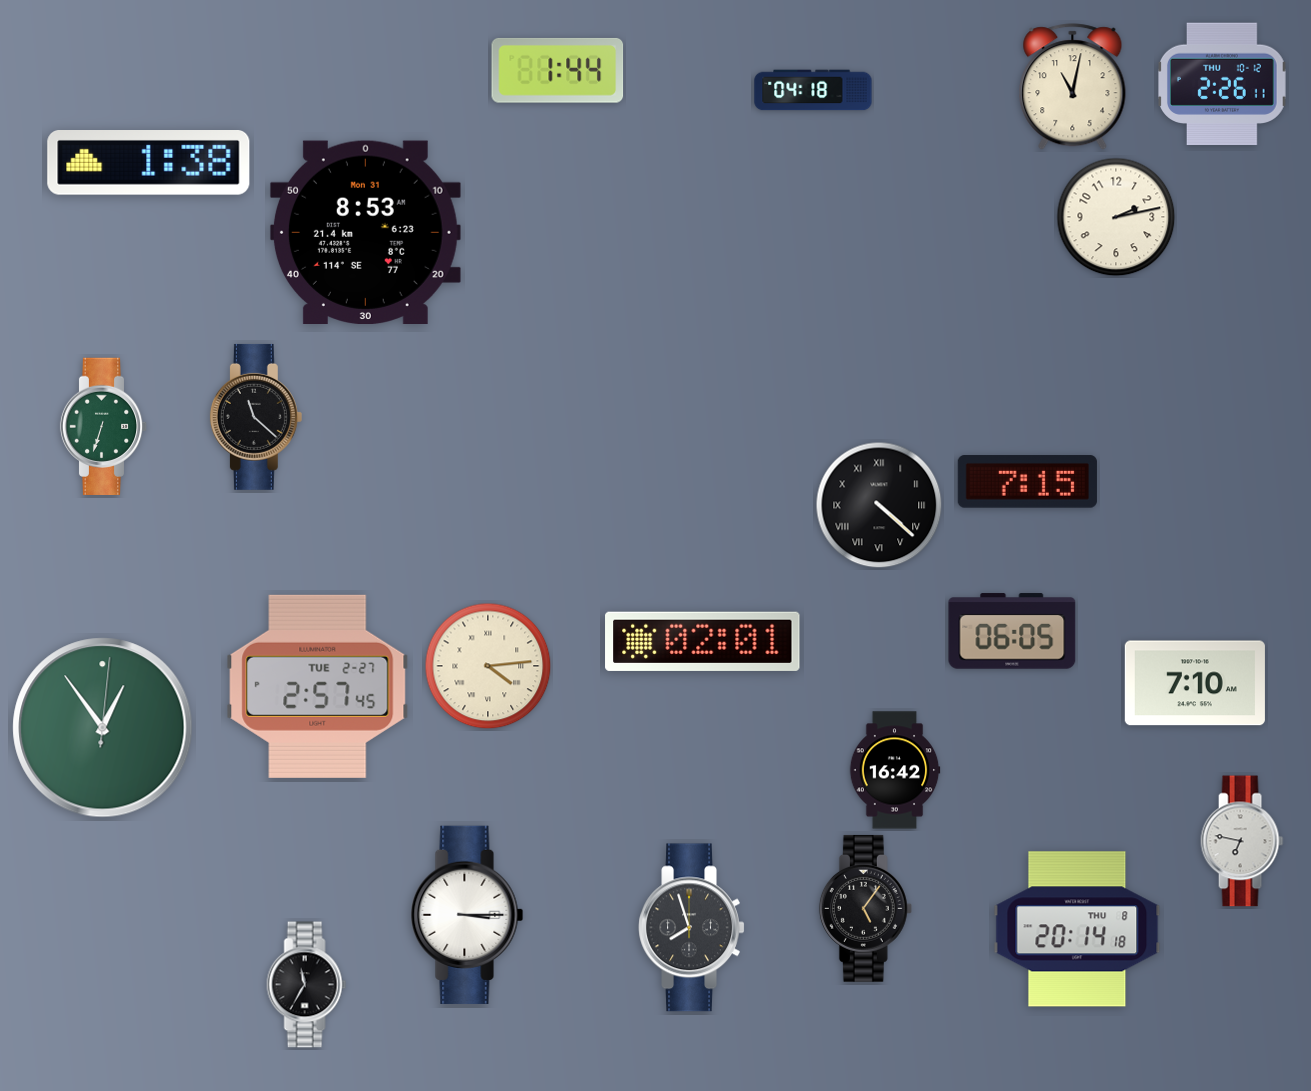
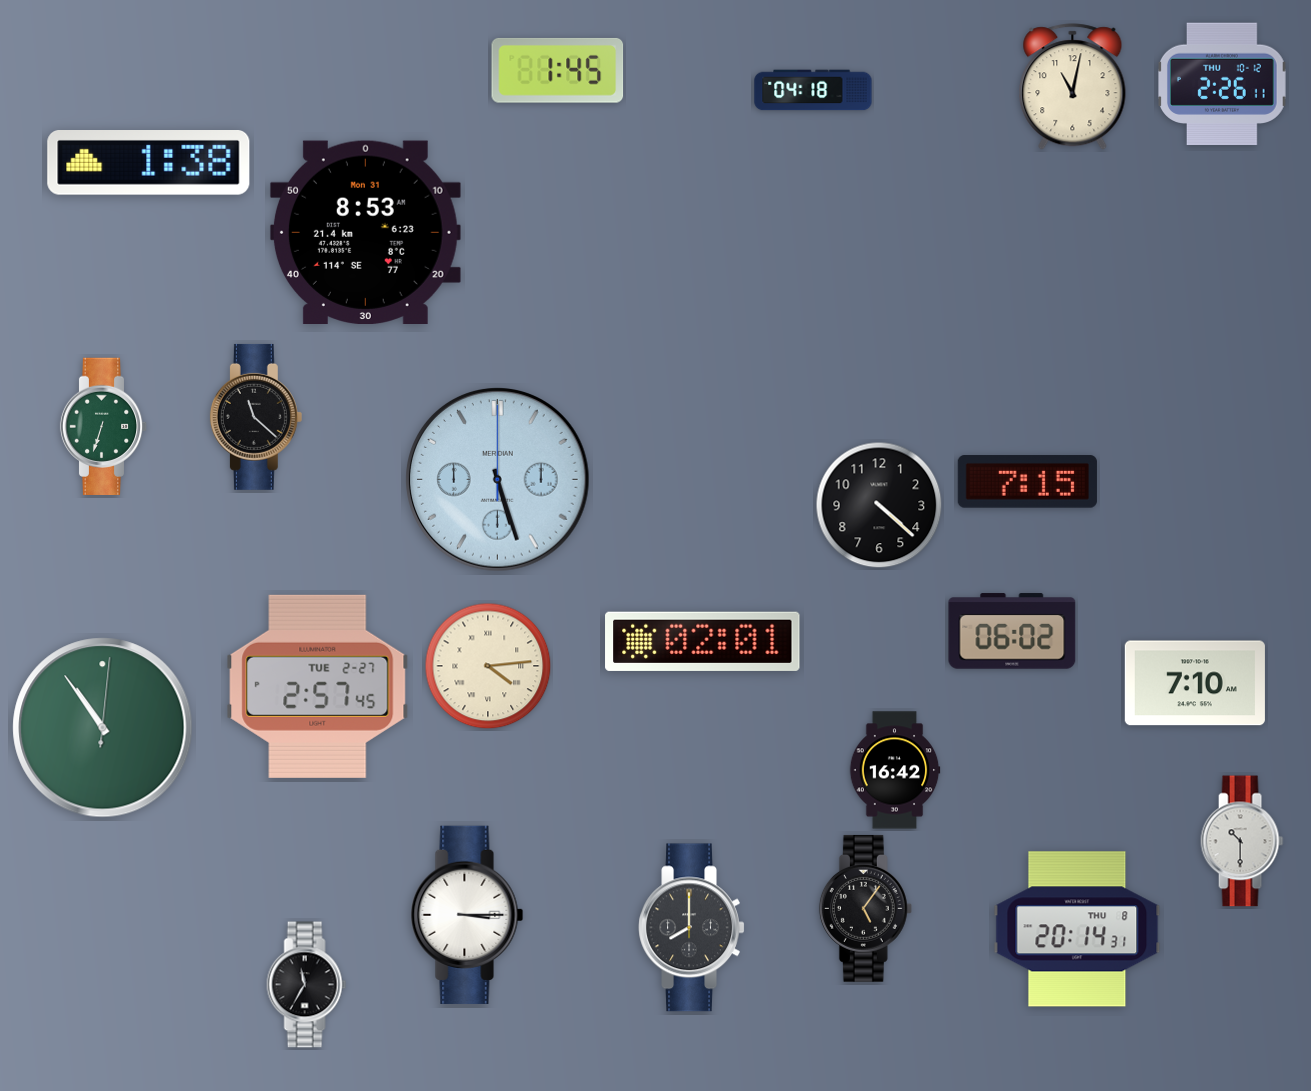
clock at (558, 70): 1:44 -> 1:45
clock at (1116, 217): 2:13 -> none
clock at (498, 480): none -> 5:27
clock at (879, 505) numerals: Roman -> Arabic
clock at (1012, 631): 06:05 -> 06:02
clock at (103, 728): 12:54 -> 10:54
clock at (1242, 841): 6:47 -> 10:30
clock at (692, 928): 7:57 -> 8:00
clock at (1077, 929): 20:14:18 -> 20:14:31
